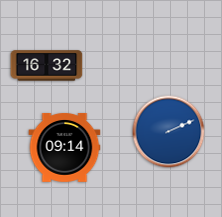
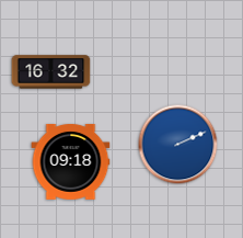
clock at (169, 132) position: (169, 132) -> (178, 145)
clock at (65, 148): 09:14 -> 09:18
